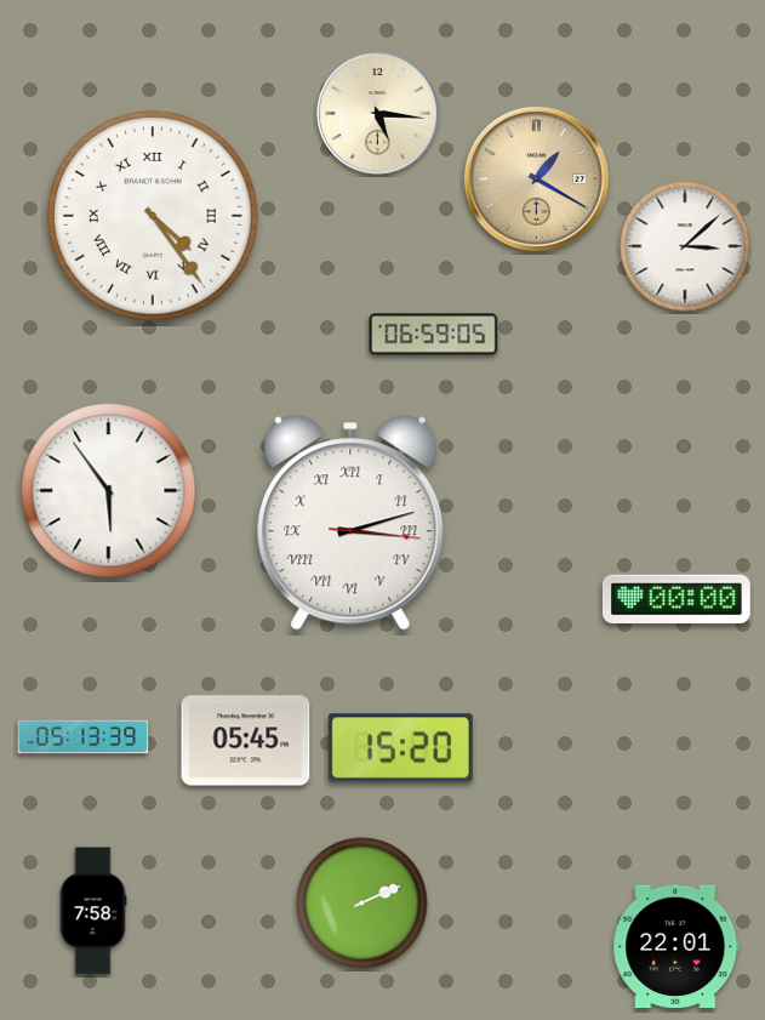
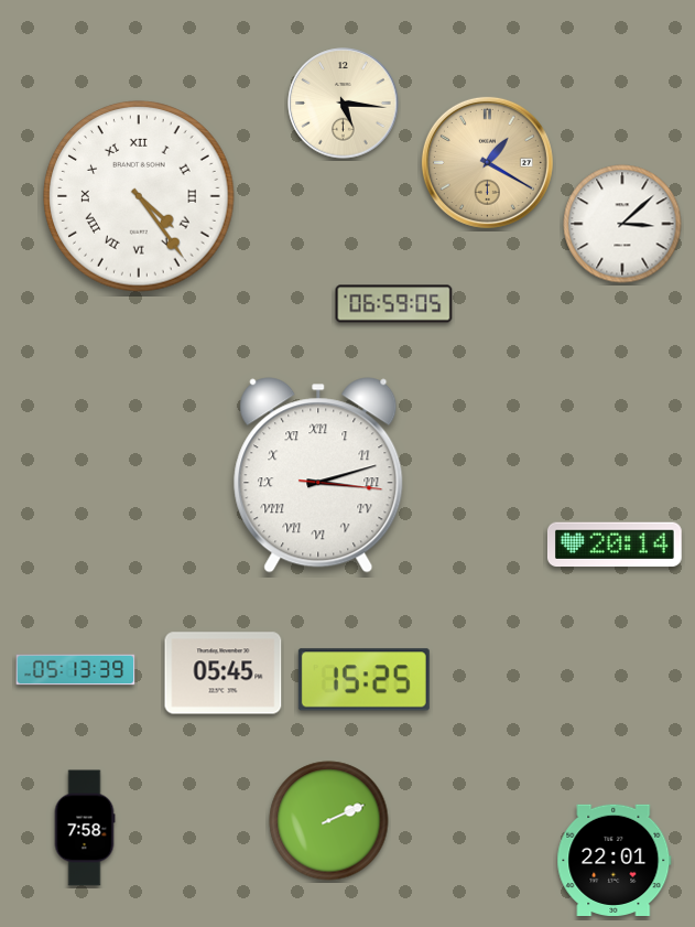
clock at (109, 491): 5:54 -> none
clock at (676, 599): 00:00 -> 20:14
clock at (400, 748): 15:20 -> 15:25
